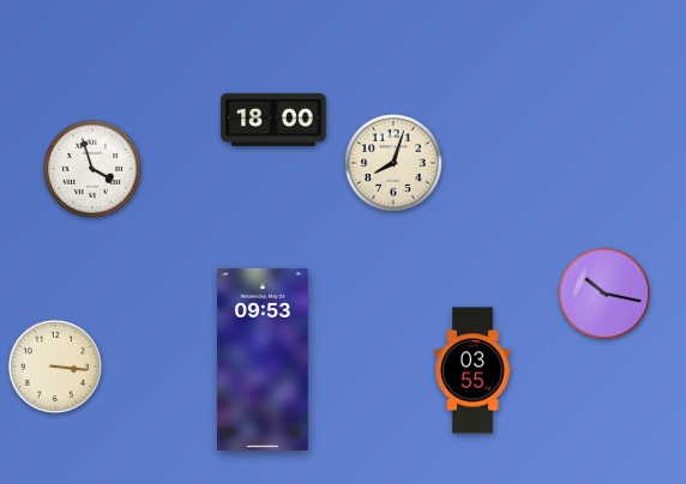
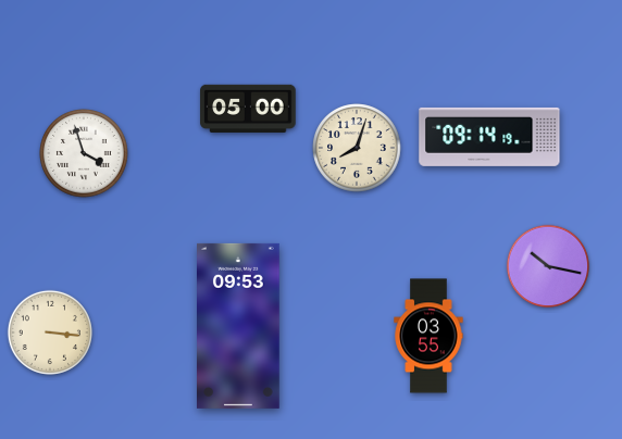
clock at (273, 120): 18:00 -> 05:00
clock at (489, 137): none -> 09:14
